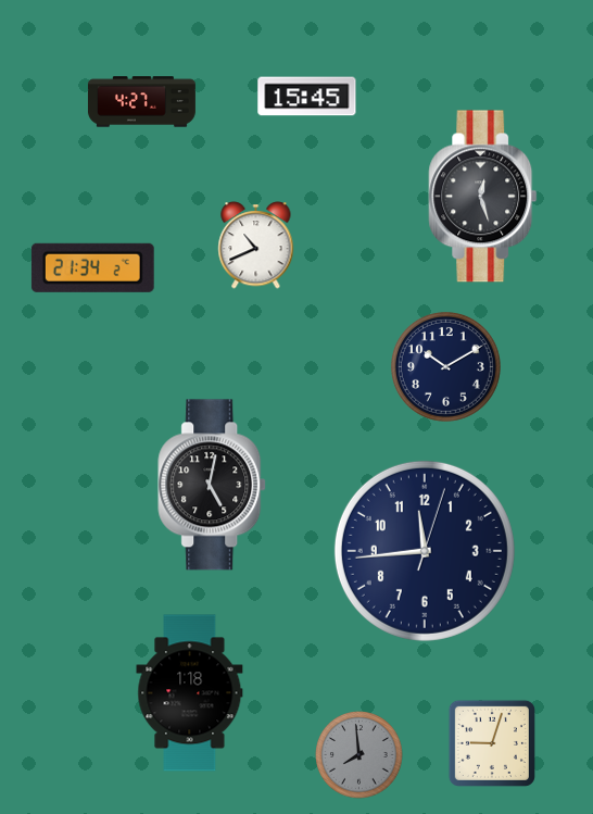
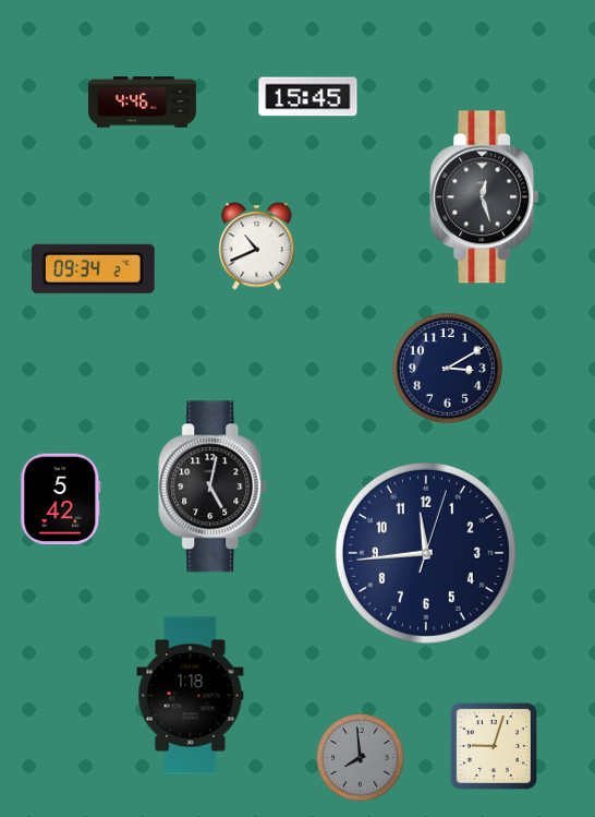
clock at (142, 102): 4:27 -> 4:46
clock at (92, 267): 21:34 -> 09:34
clock at (445, 366): 10:10 -> 3:10
clock at (61, 498): none -> 5:42
